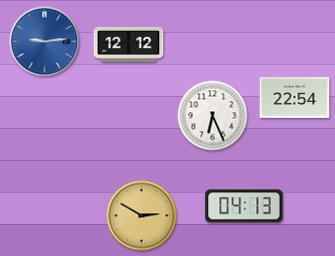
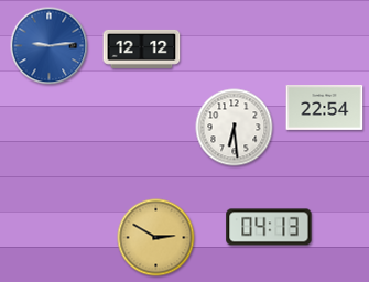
clock at (213, 116): 6:26 -> 6:29
